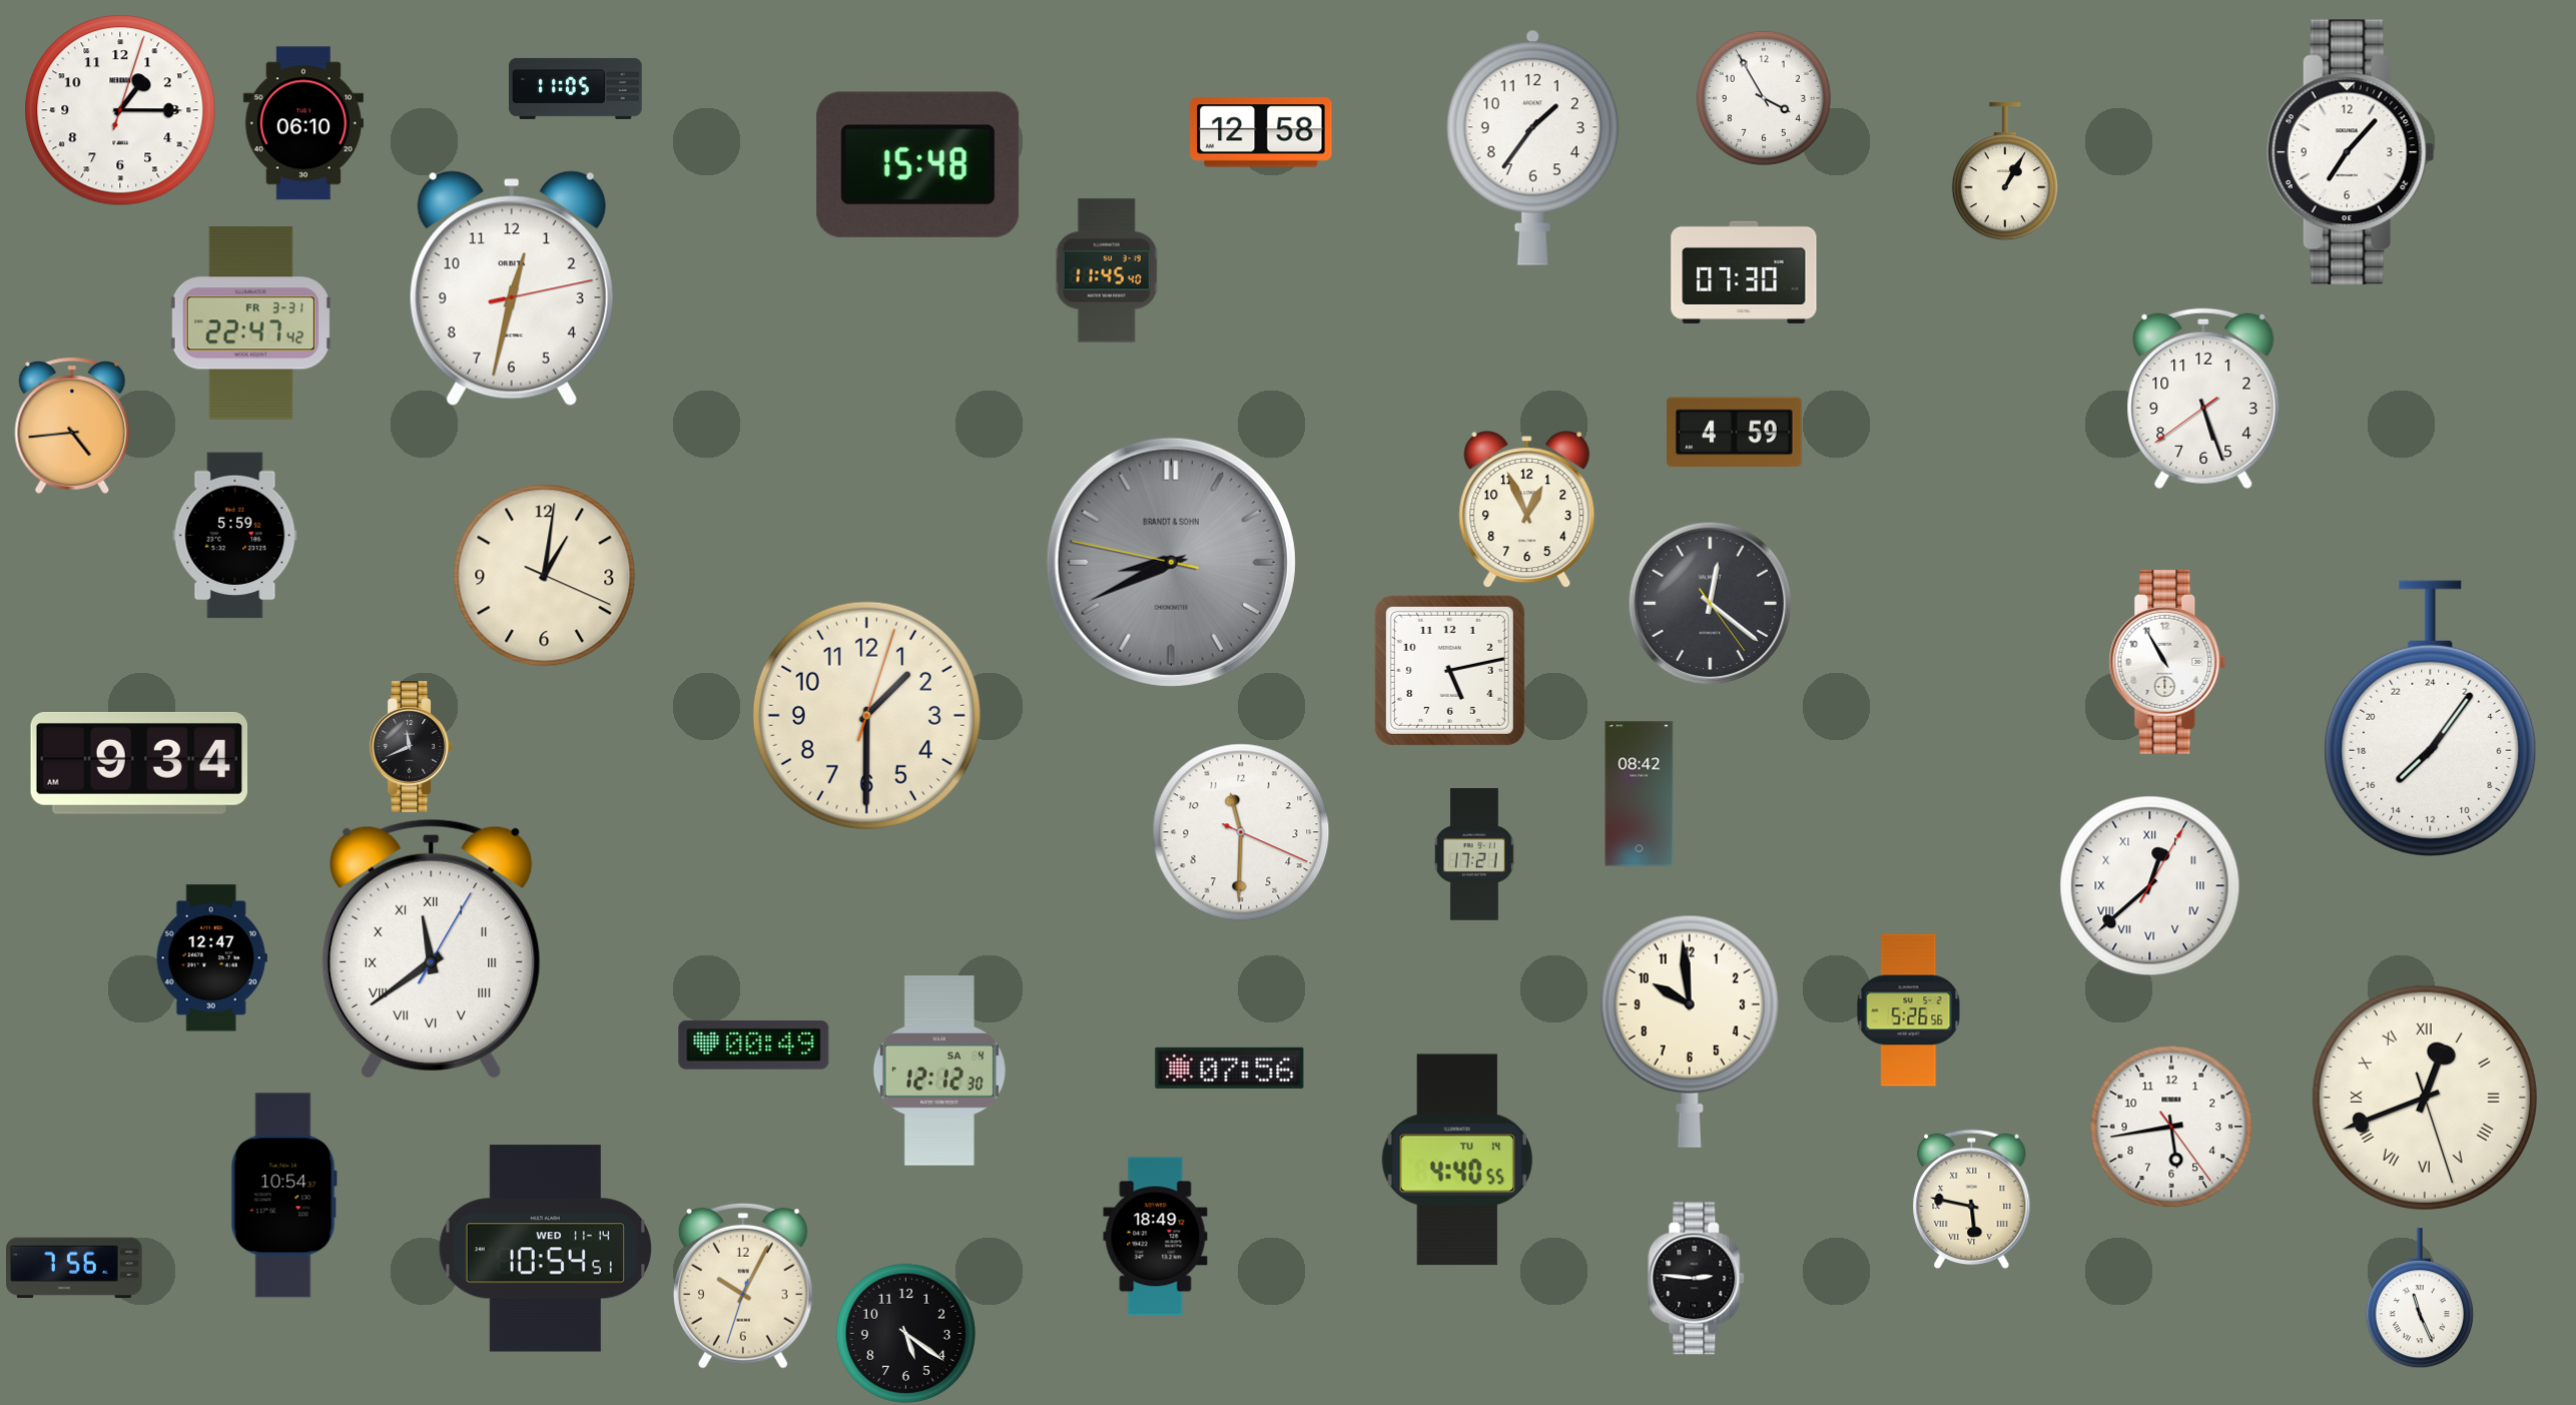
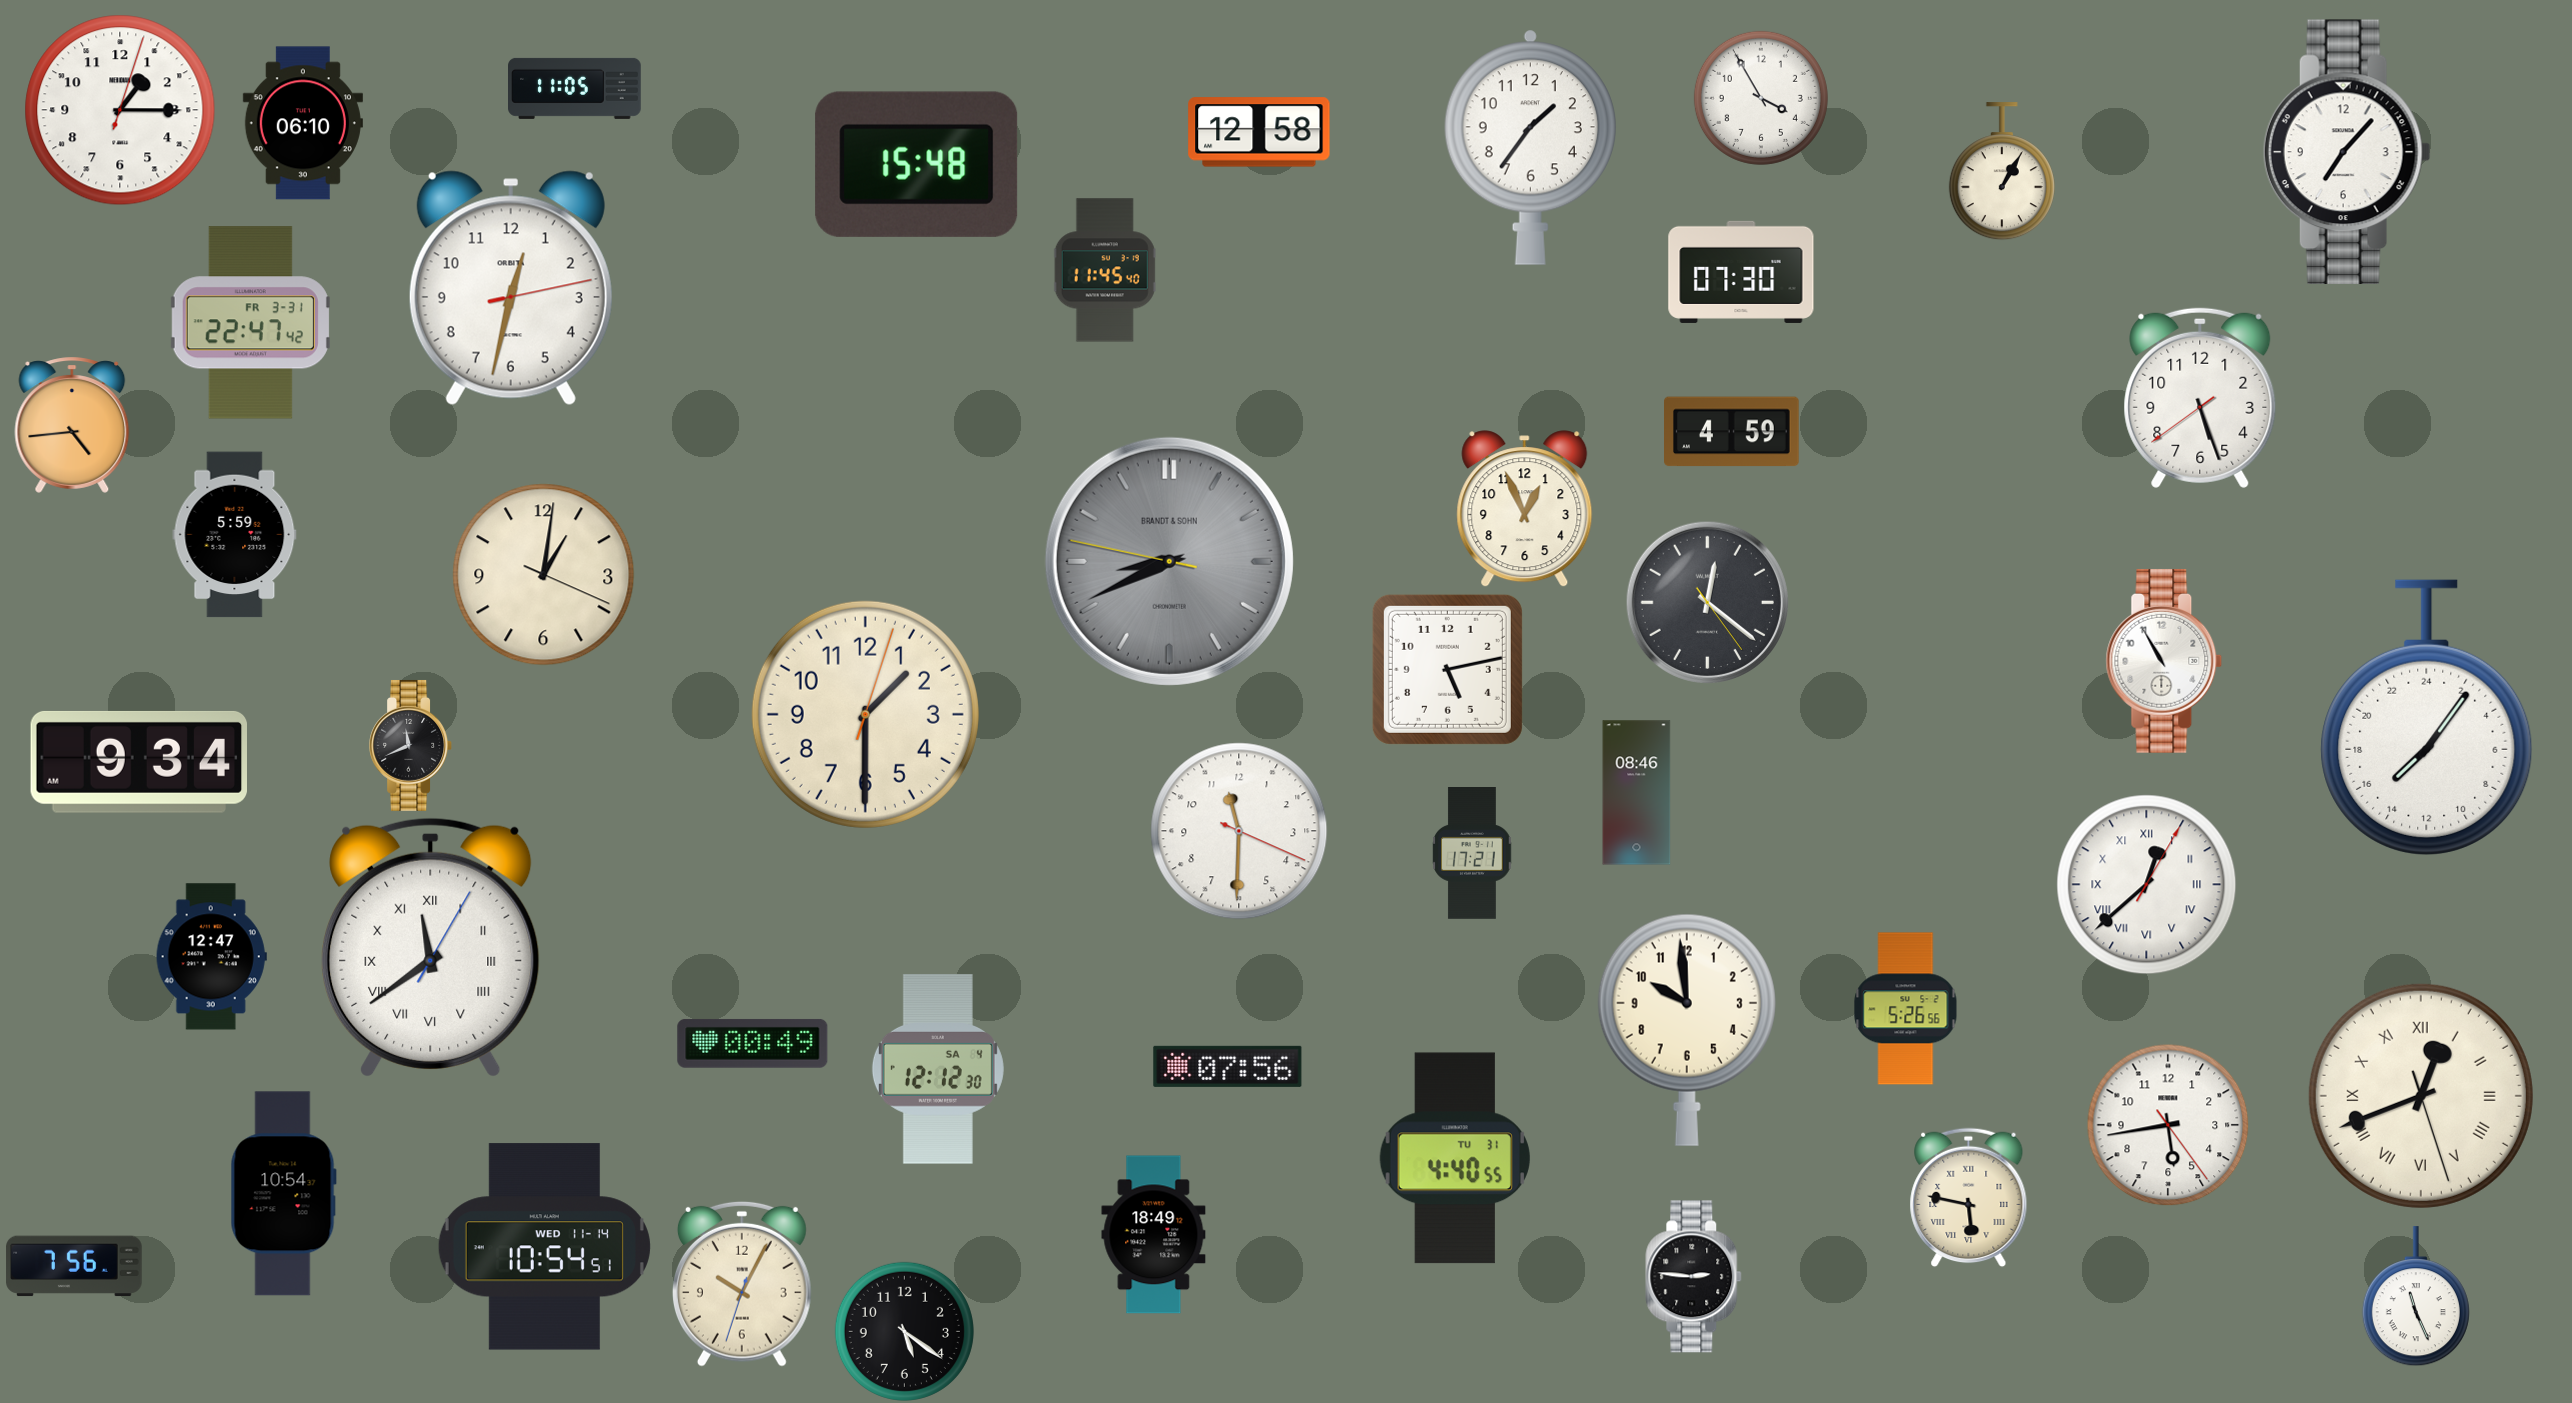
clock at (1640, 794): 08:42 -> 08:46
clock at (1457, 1160) date: TU 14 -> TU 31
